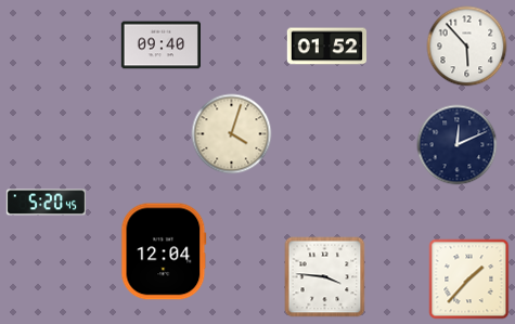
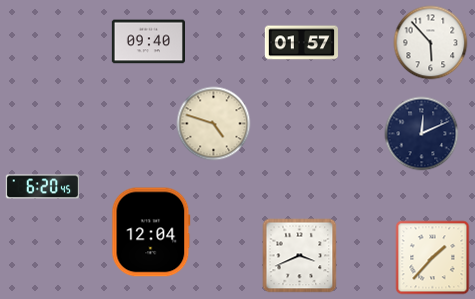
clock at (326, 47): 01:52 -> 01:57
clock at (232, 134): 4:03 -> 4:48
clock at (46, 203): 5:20 -> 6:20
clock at (325, 277): 3:46 -> 3:41
